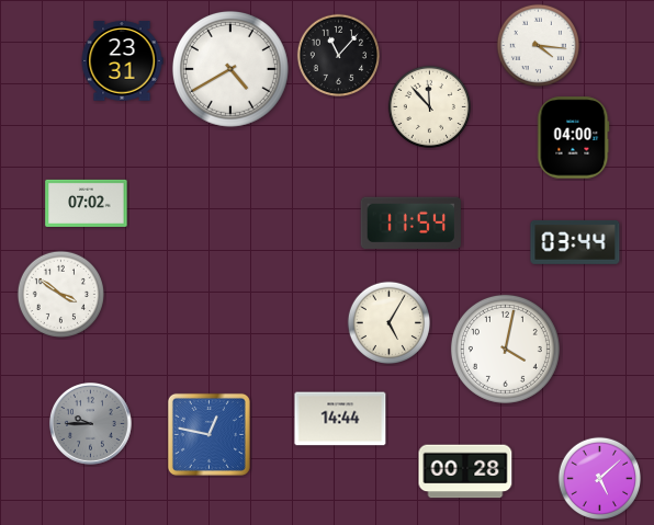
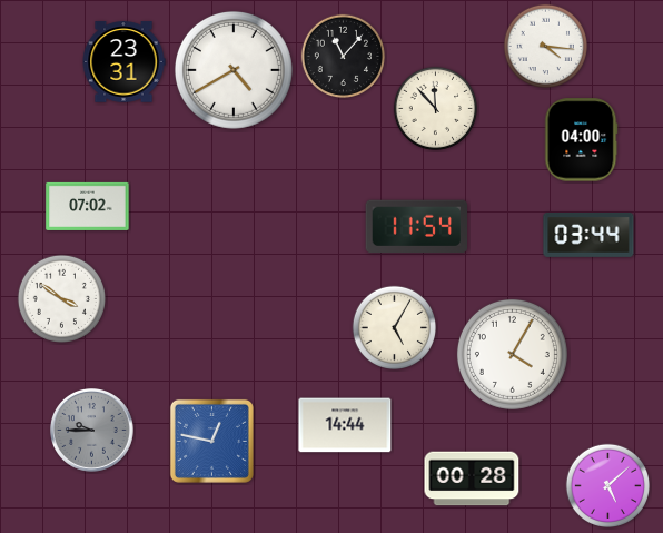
clock at (575, 242) position: (575, 242) -> (588, 235)
clock at (505, 349): 4:02 -> 4:05
